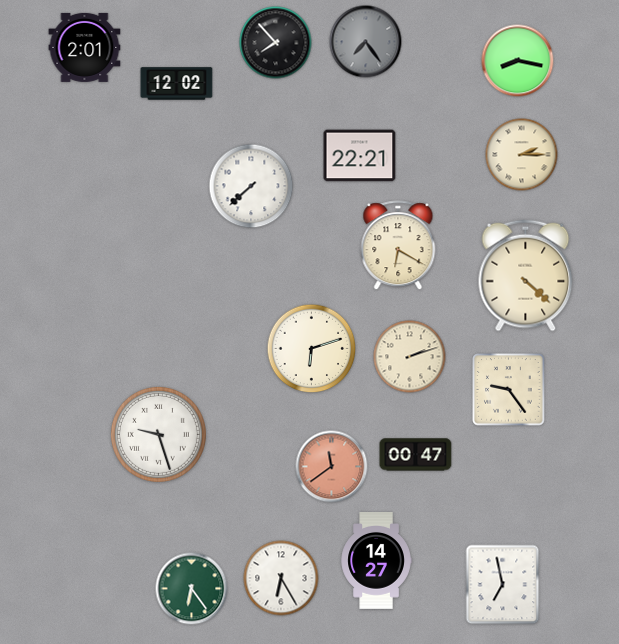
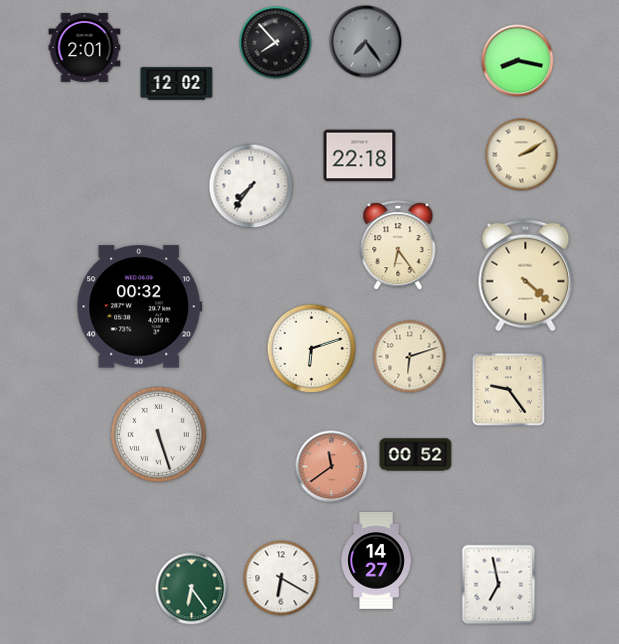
clock at (522, 155): 2:15 -> 2:10
clock at (360, 156): 22:21 -> 22:18
clock at (251, 186): 7:38 -> 7:36
clock at (398, 246): 6:20 -> 6:24
clock at (140, 307): none -> 00:32
clock at (410, 357): 2:12 -> 6:12
clock at (158, 434): 9:27 -> 5:27
clock at (416, 455): 00:47 -> 00:52
clock at (281, 578): 6:25 -> 6:20
clock at (503, 585) position: (503, 585) -> (499, 585)
